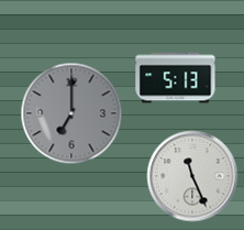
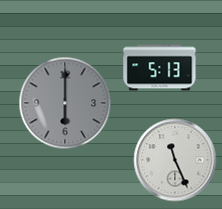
clock at (176, 78) position: (176, 78) -> (160, 68)
clock at (71, 113): 7:00 -> 6:00
